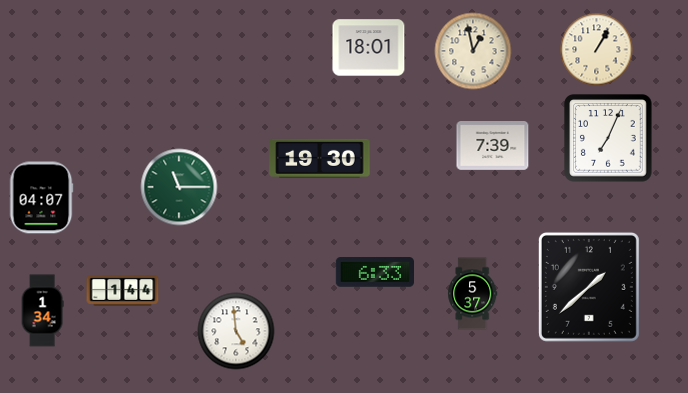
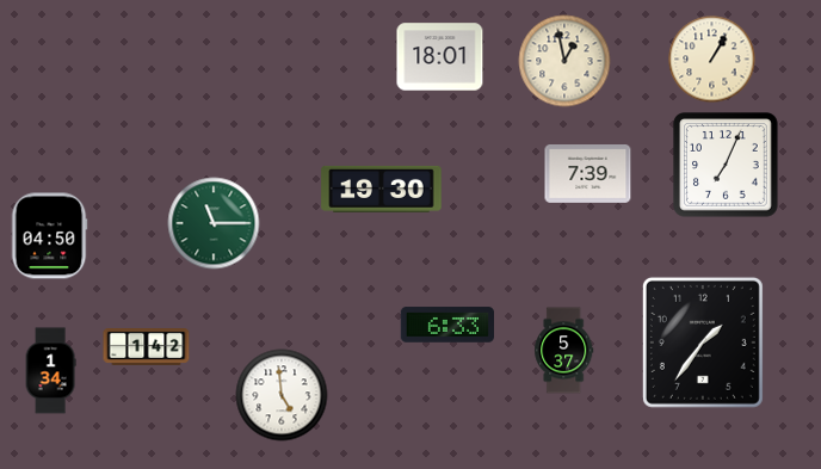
clock at (41, 198): 04:07 -> 04:50
clock at (589, 287): 1:38 -> 1:36
clock at (123, 291): 1:44 -> 1:42
